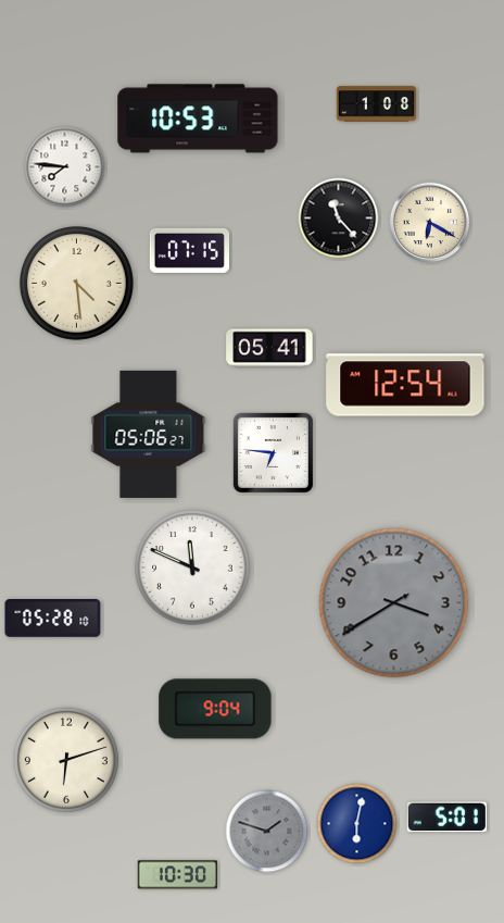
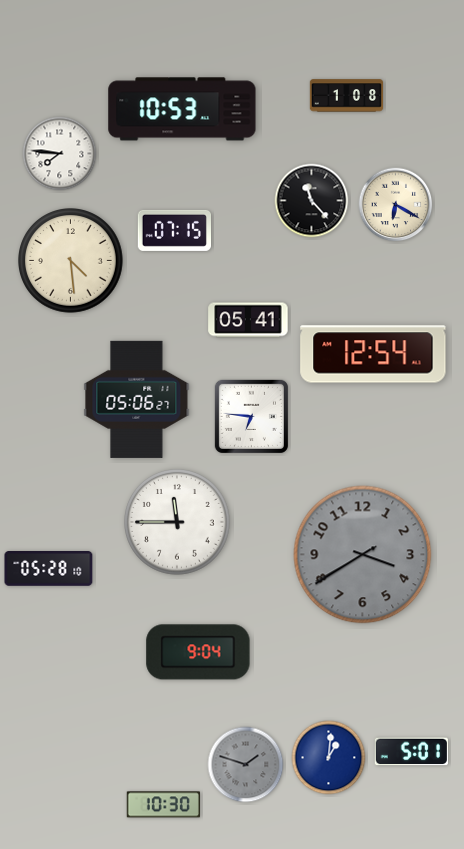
clock at (193, 569): 11:49 -> 11:45
clock at (66, 760): 6:12 -> none
clock at (357, 824): 6:02 -> 1:01
